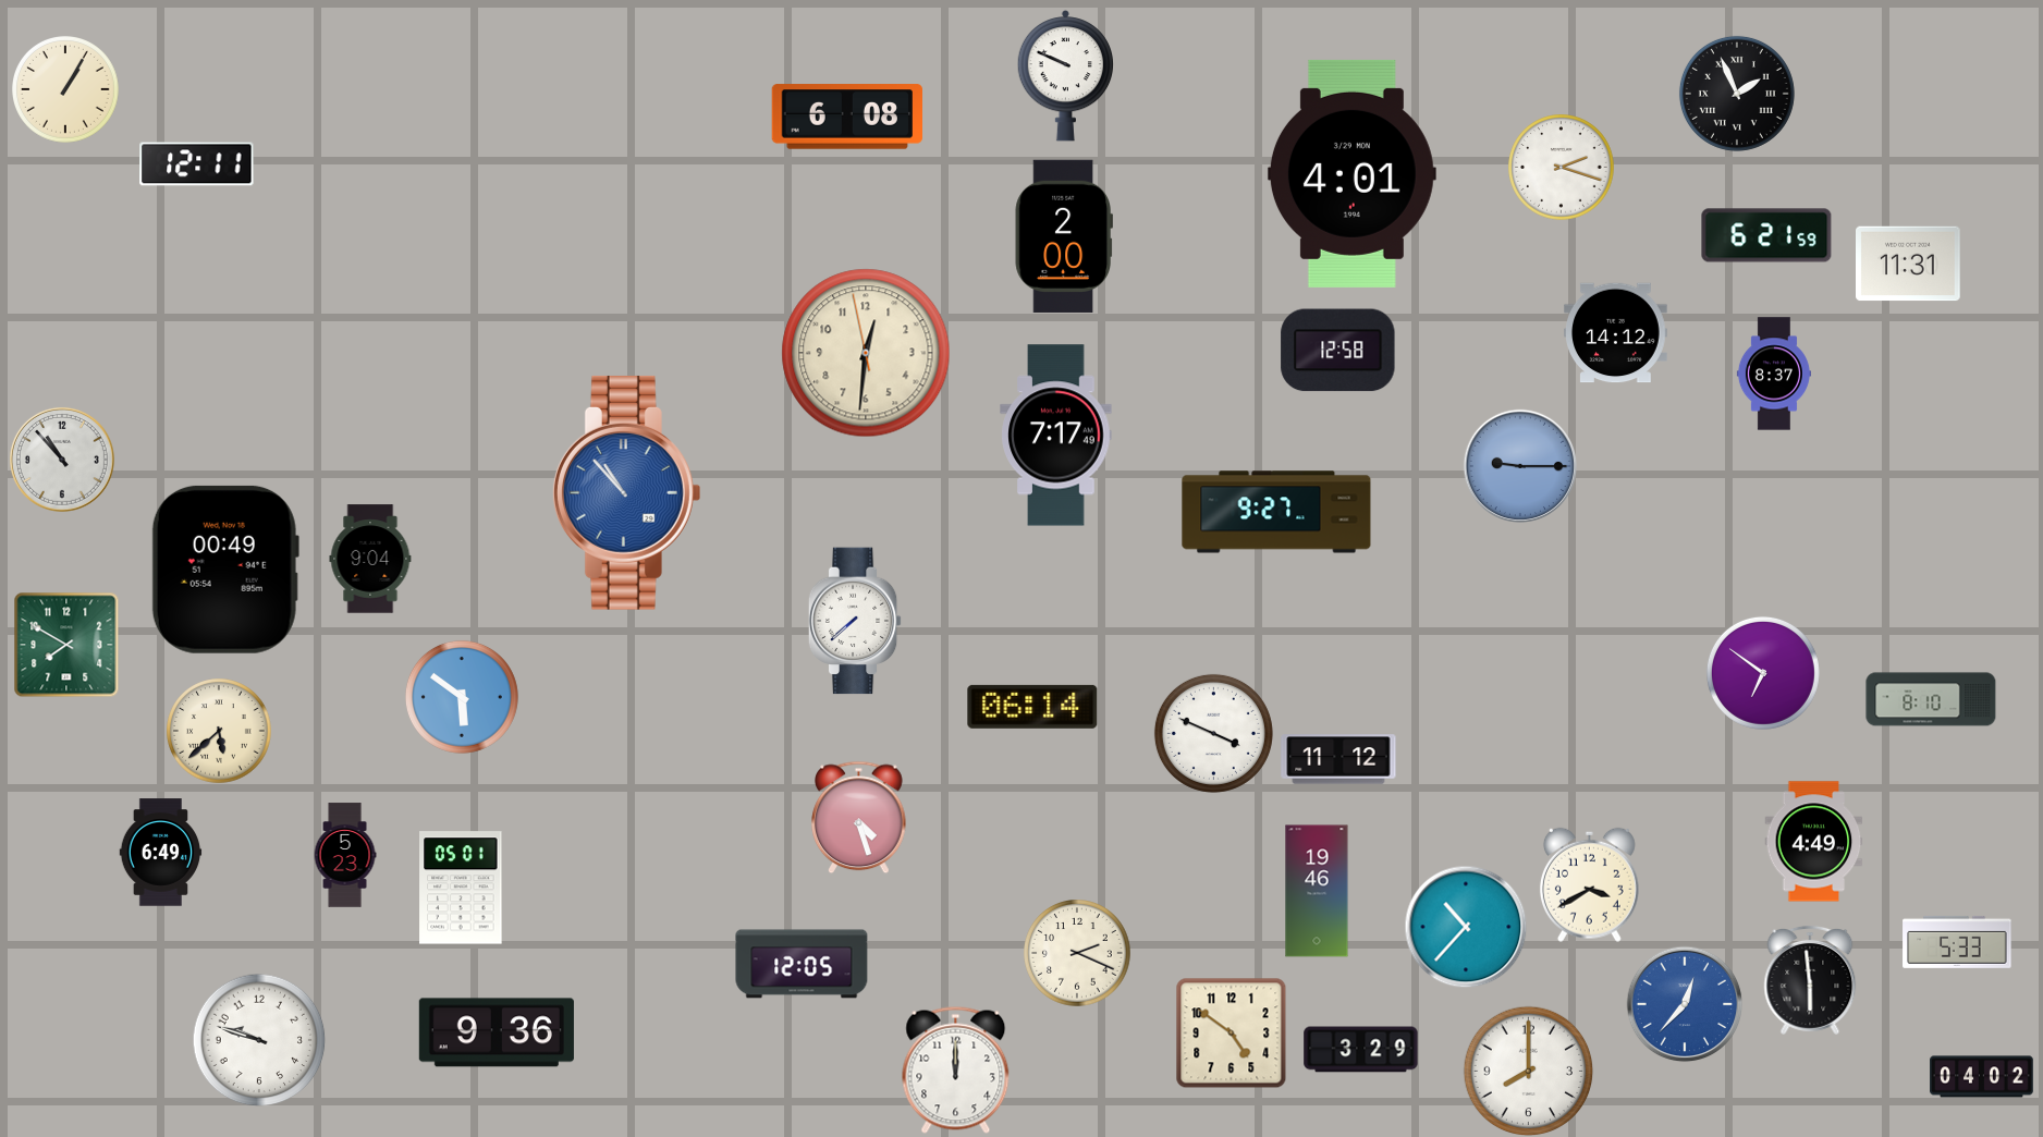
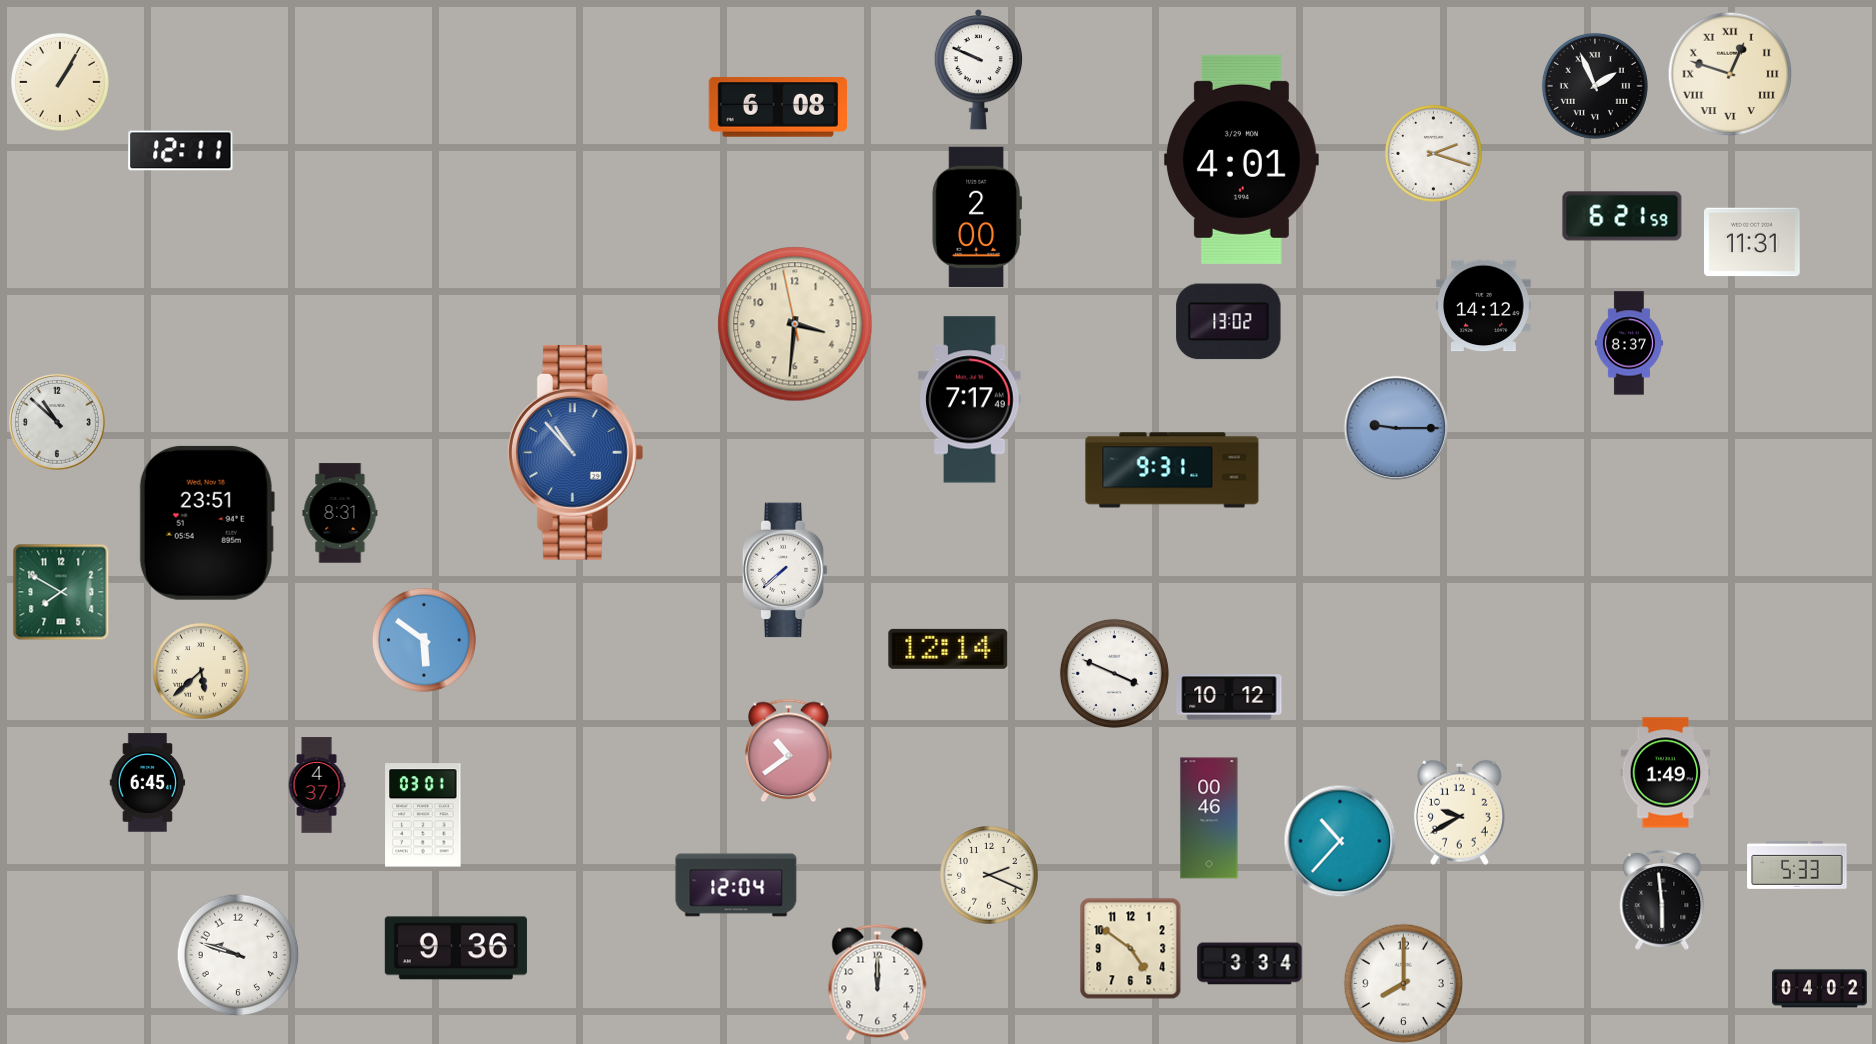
clock at (1730, 74): none -> 12:48
clock at (1338, 351): 12:58 -> 13:02
clock at (866, 353): 12:30 -> 3:30
clock at (62, 460): 10:53 -> 10:52
clock at (1276, 512): 9:27 -> 9:31
clock at (370, 559): 9:04 -> 8:31
clock at (225, 570): 00:49 -> 23:51
clock at (1763, 673): 6:51 -> none
clock at (1931, 699): 8:10 -> none
clock at (1032, 707): 06:14 -> 12:14
clock at (1338, 759): 11:12 -> 10:12
clock at (859, 817): 4:27 -> 10:39
clock at (1814, 842): 4:49 -> 1:49
clock at (161, 853): 6:49 -> 6:45
clock at (345, 855): 5:23 -> 4:37
clock at (1589, 884): 3:40 -> 9:40
clock at (461, 888): 05:01 -> 03:01
clock at (1317, 891): 19:46 -> 00:46
clock at (1466, 927) position: (1466, 927) -> (1340, 841)
clock at (802, 964): 12:05 -> 12:04
clock at (1685, 1004): 12:37 -> none
clock at (1361, 1050): 3:29 -> 3:34
